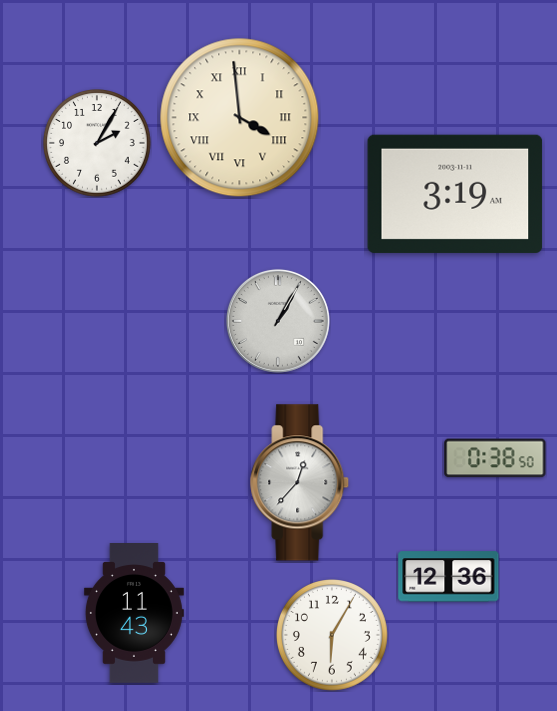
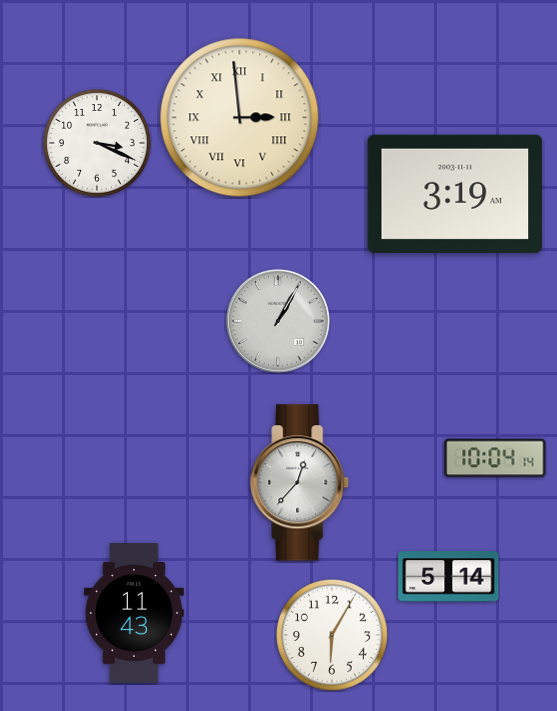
clock at (240, 118): 3:59 -> 2:59
clock at (97, 143): 2:05 -> 3:19
clock at (495, 458): 0:38 -> 10:04
clock at (449, 577): 12:36 -> 5:14
